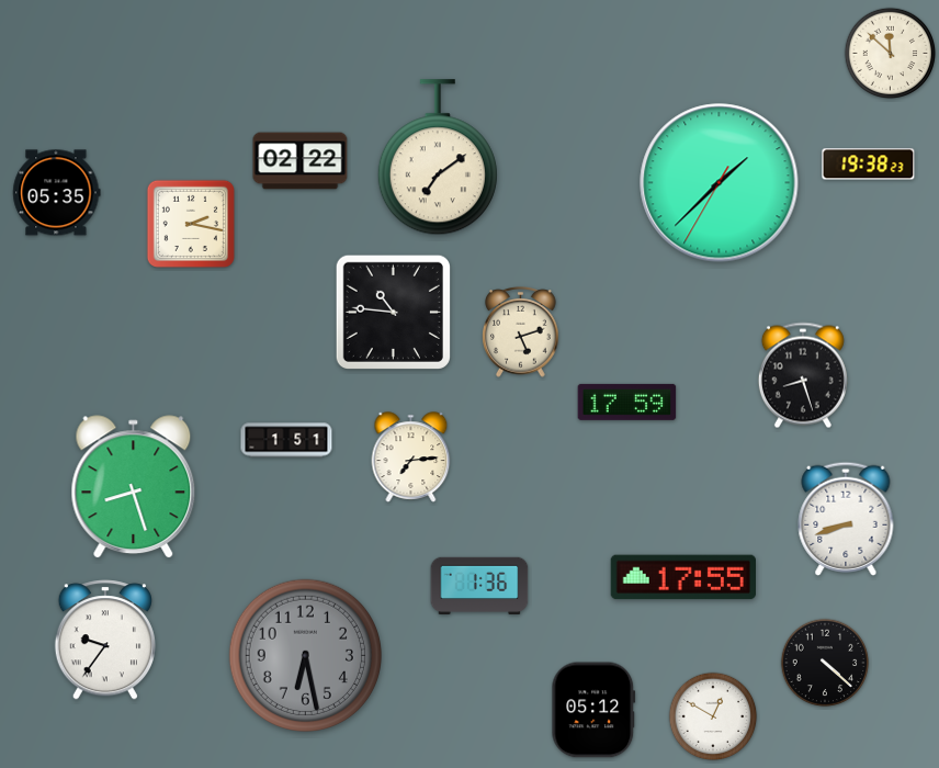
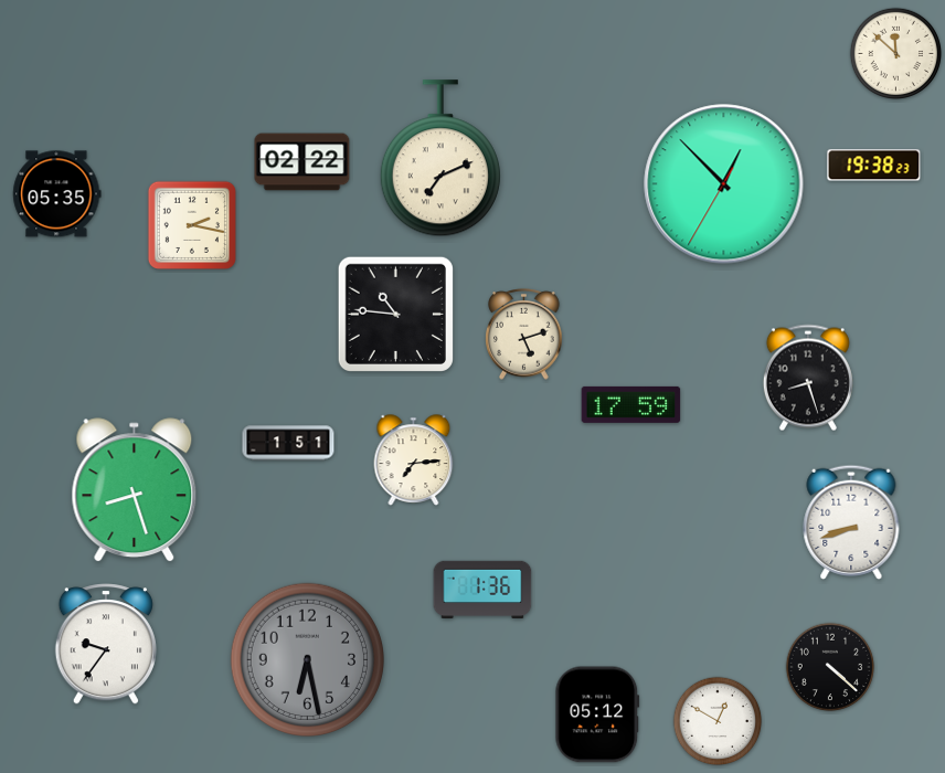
clock at (438, 158): 7:09 -> 7:11
clock at (720, 183): 1:37 -> 12:52
clock at (682, 577): 17:55 -> none
